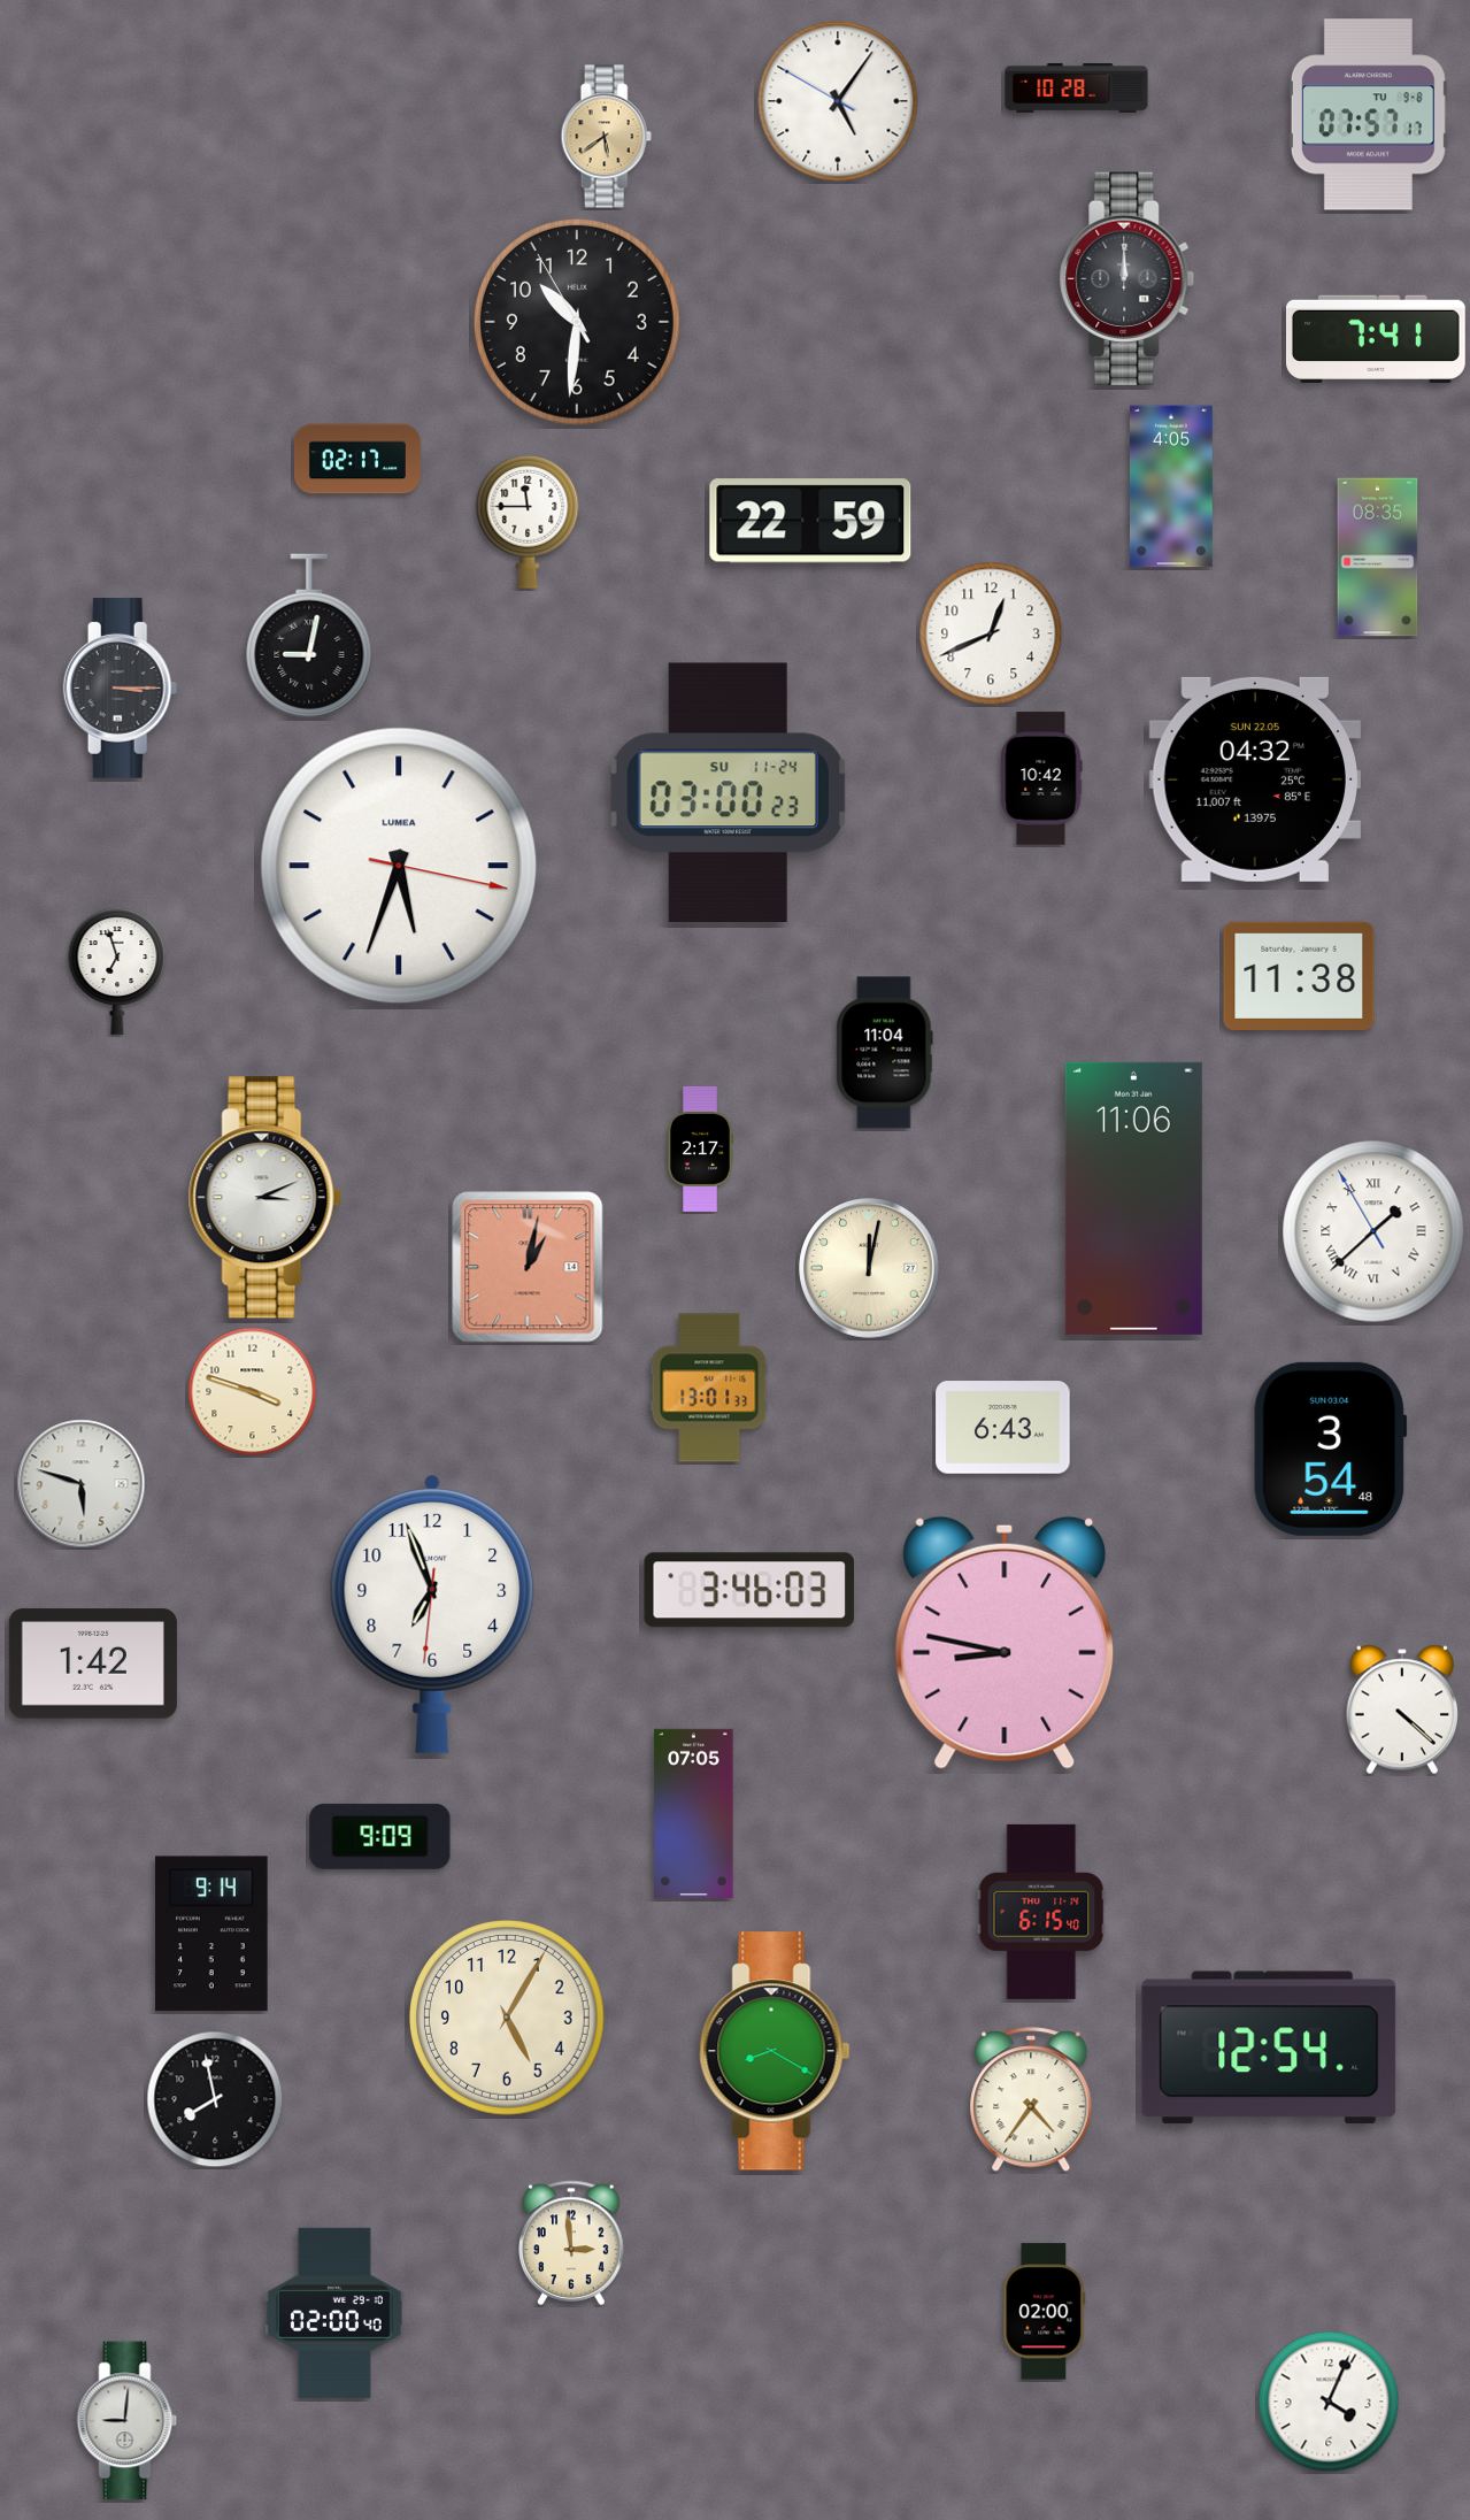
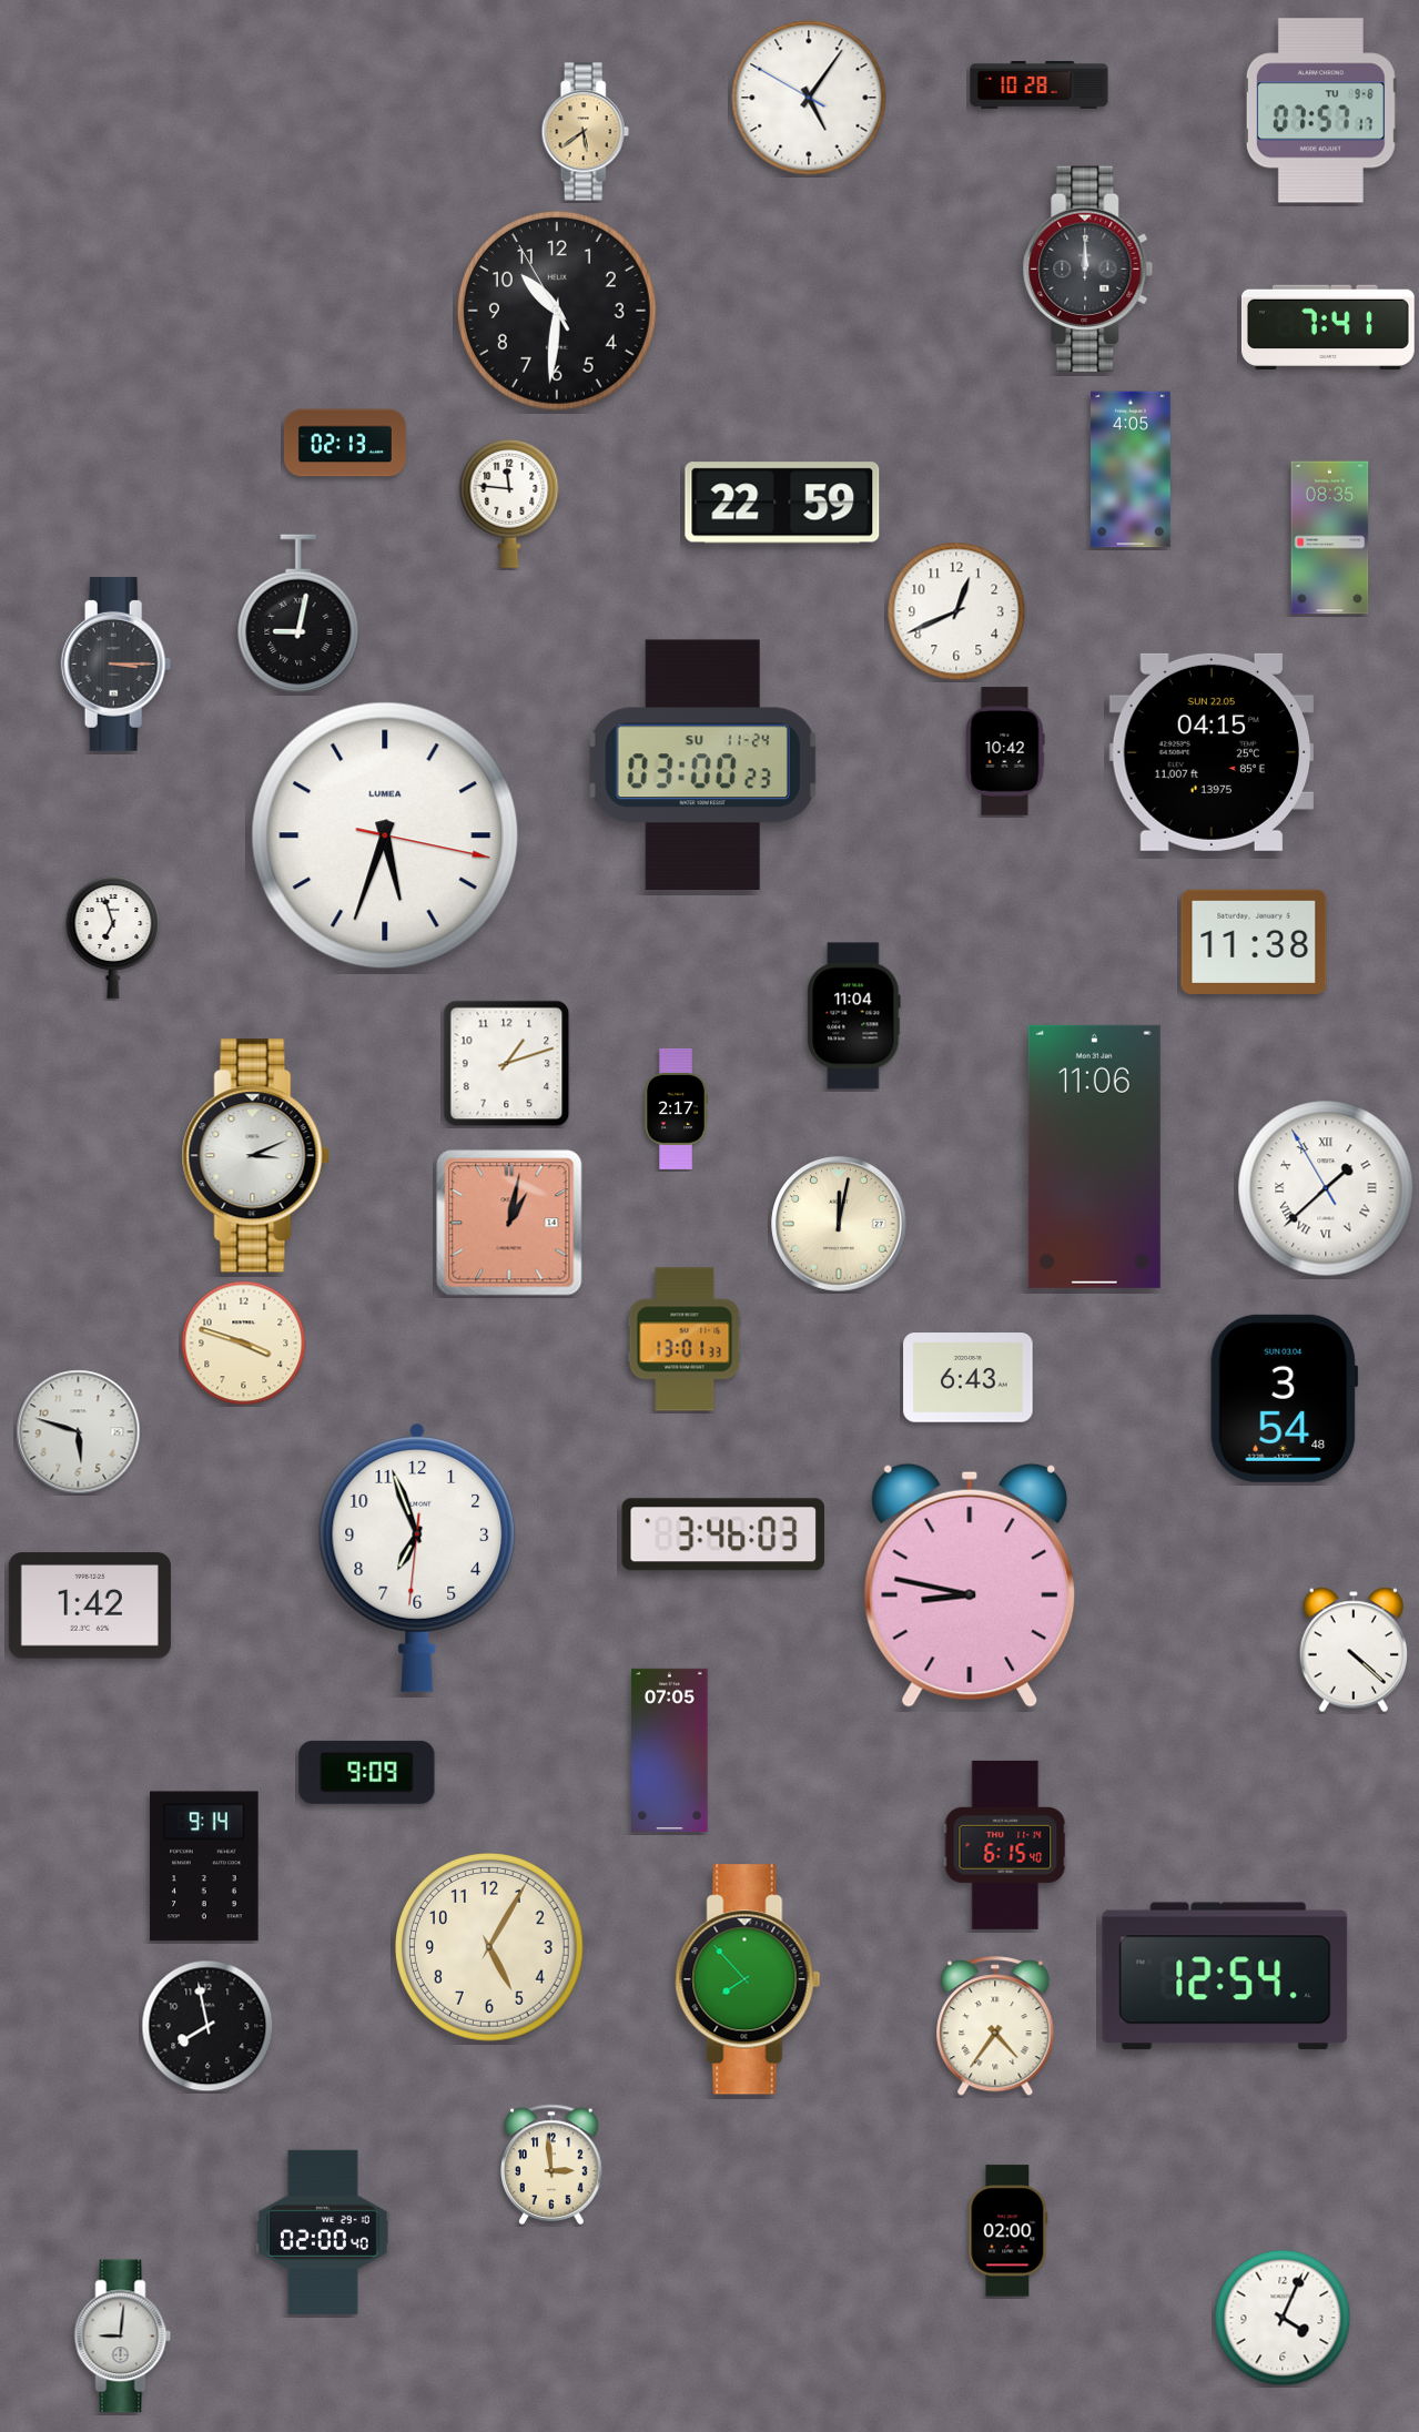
clock at (357, 459): 02:17 -> 02:13
clock at (528, 522): 11:45 -> 11:46
clock at (1254, 779): 04:32 -> 04:15
clock at (507, 1064): none -> 1:12
clock at (775, 2051): 8:20 -> 7:53
